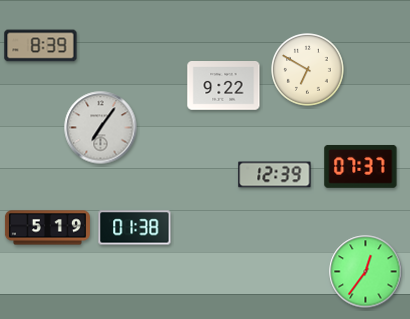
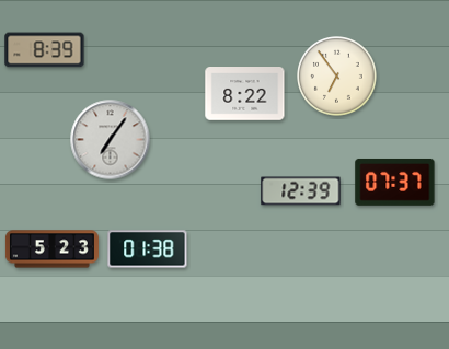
clock at (308, 70): 6:50 -> 6:54
clock at (224, 86): 9:22 -> 8:22
clock at (47, 228): 5:19 -> 5:23
clock at (366, 272): 12:36 -> none
